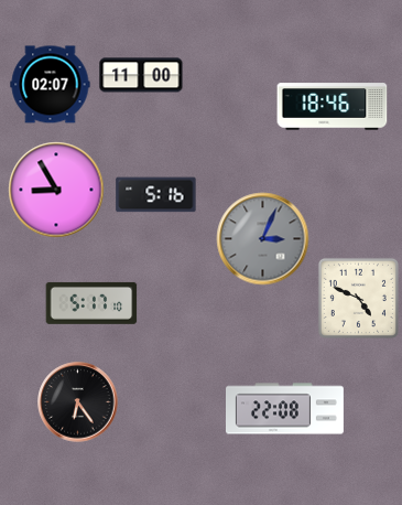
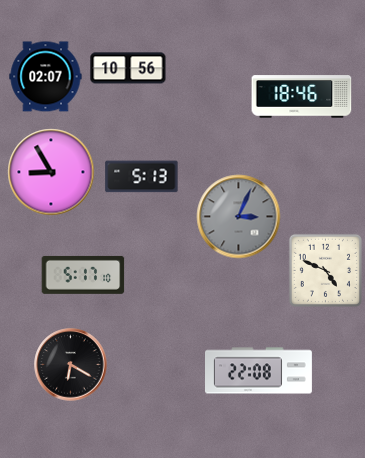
clock at (141, 75): 11:00 -> 10:56
clock at (156, 195): 5:16 -> 5:13
clock at (78, 402): 6:24 -> 6:20
